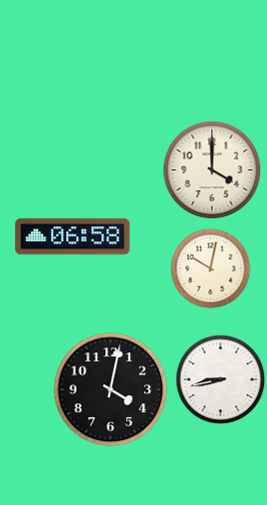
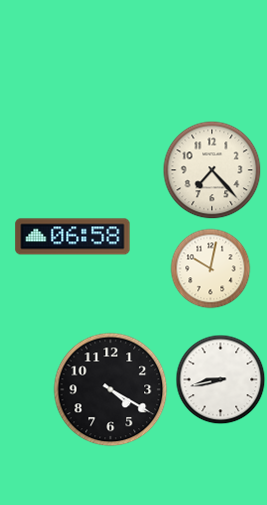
clock at (212, 170): 4:00 -> 7:23
clock at (111, 390): 4:02 -> 4:20
